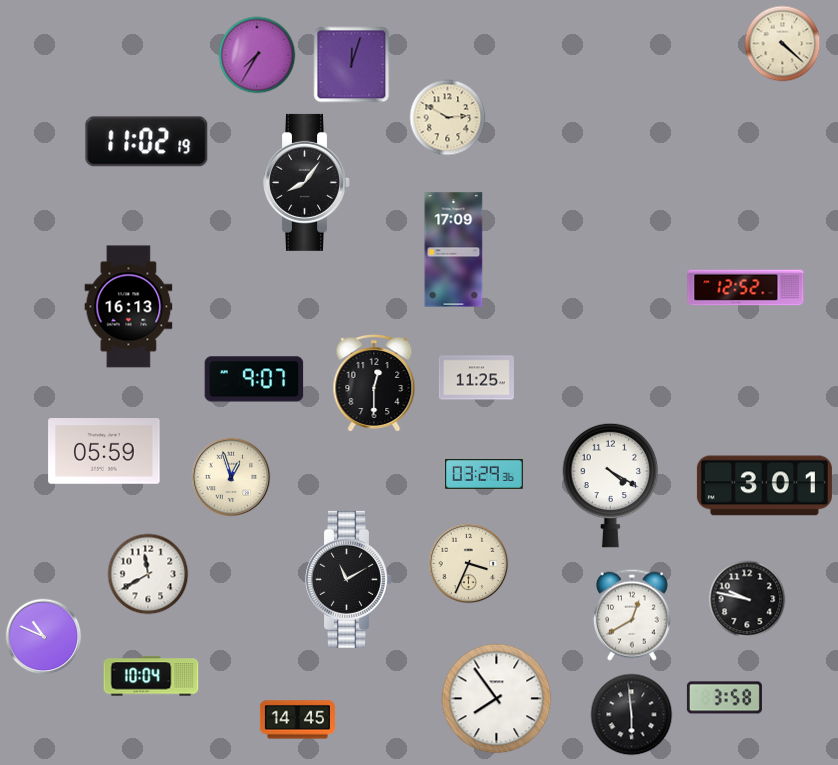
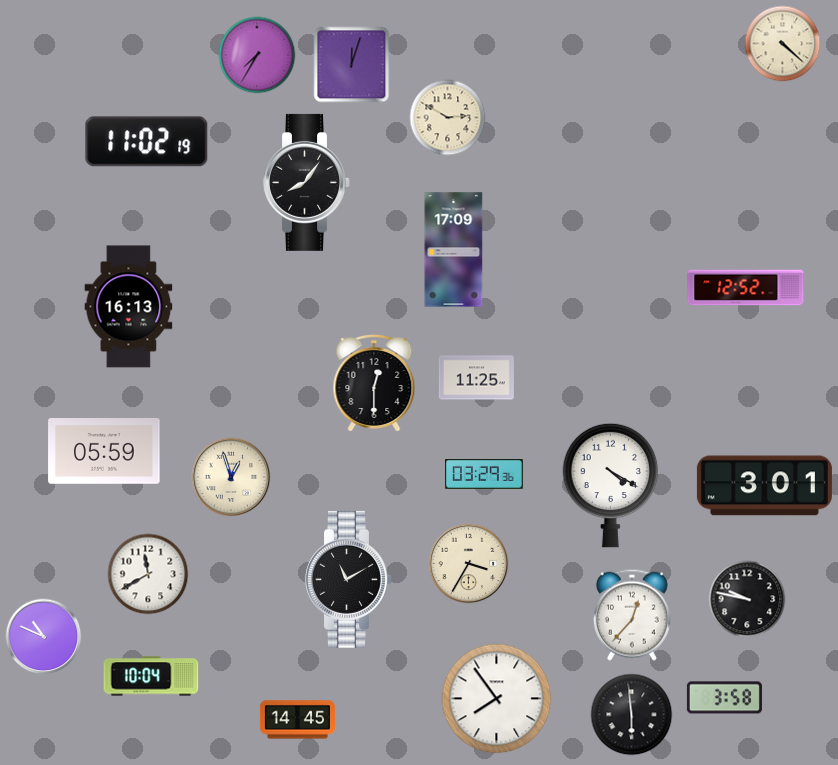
clock at (254, 379): 9:07 -> none
clock at (469, 564): 3:34 -> 3:35
clock at (632, 615): 12:40 -> 12:37
